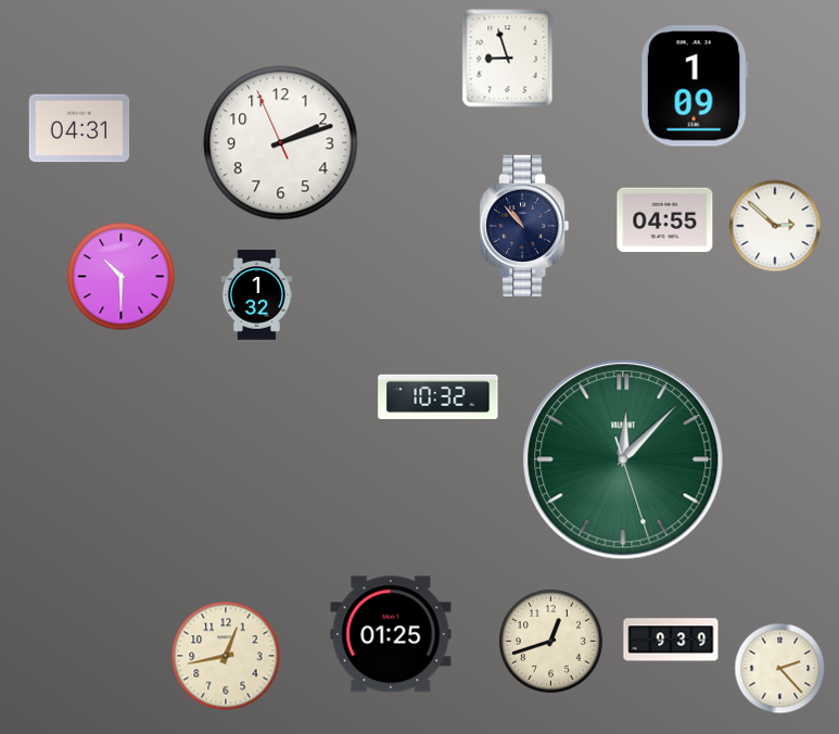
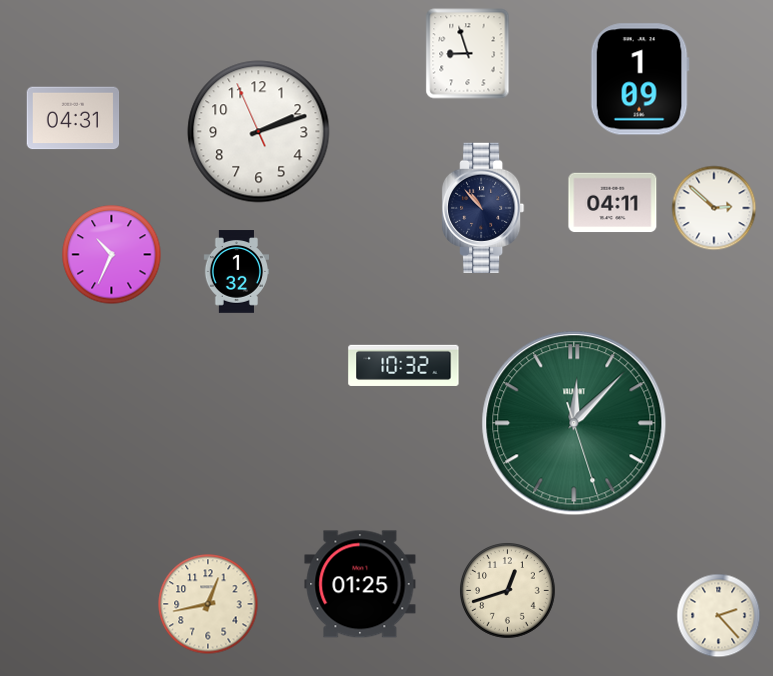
clock at (665, 220): 04:55 -> 04:11
clock at (122, 277): 10:30 -> 10:34
clock at (671, 640): 9:39 -> none
